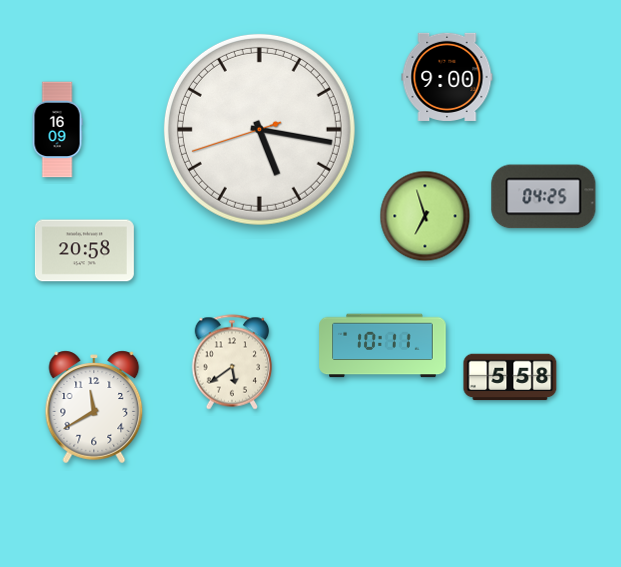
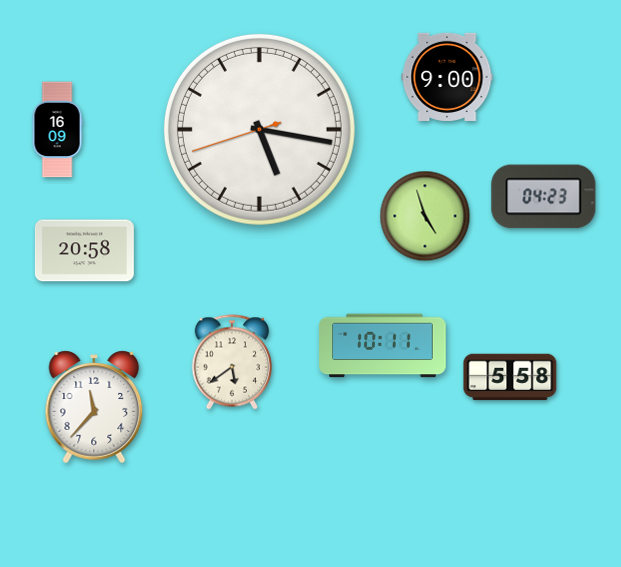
clock at (544, 197): 04:25 -> 04:23
clock at (425, 216): 6:57 -> 4:57
clock at (94, 407): 11:40 -> 11:37
